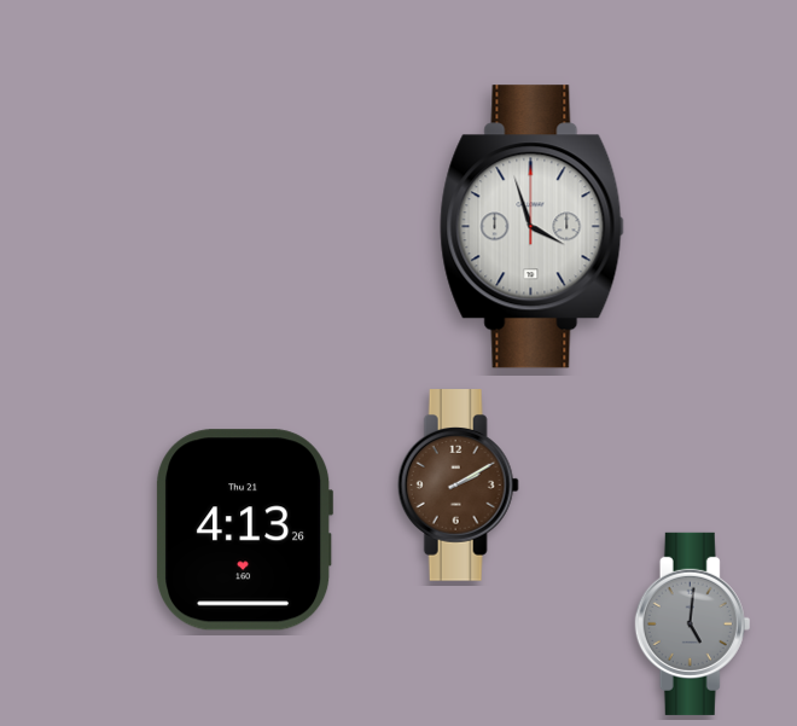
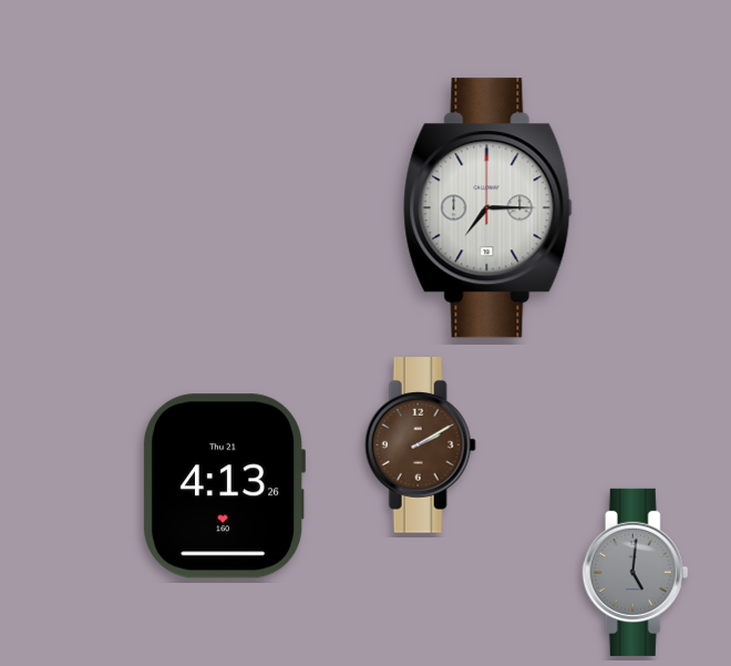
clock at (533, 227): 3:57 -> 7:15
